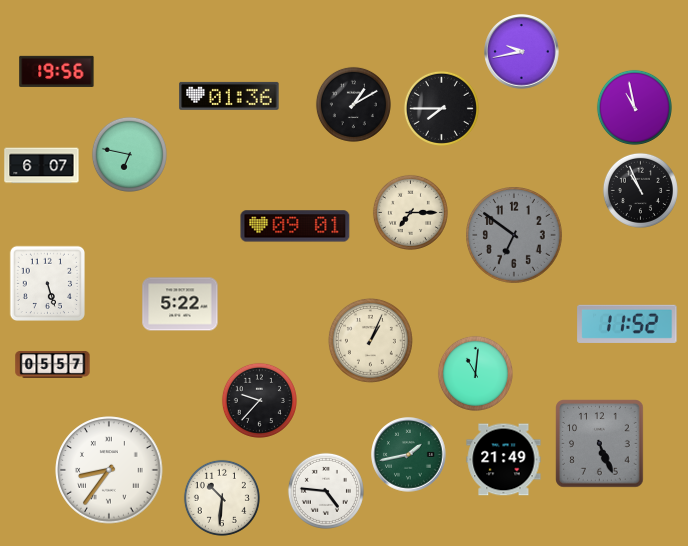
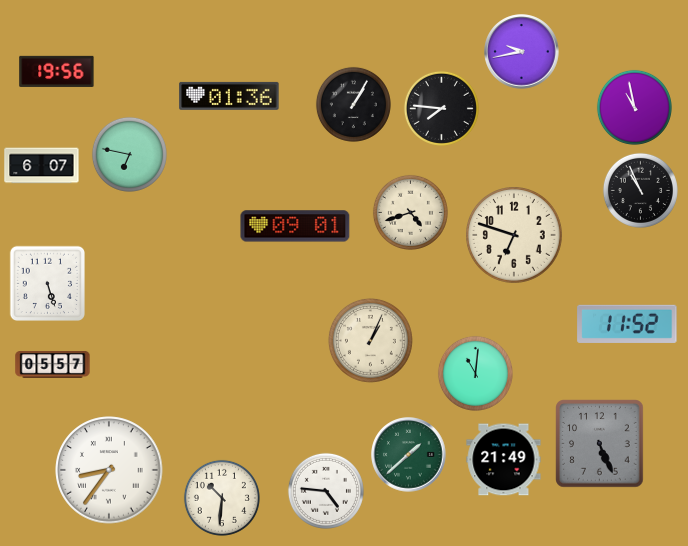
clock at (353, 104): 1:10 -> 1:05
clock at (441, 108): 7:45 -> 7:46
clock at (410, 212): 7:15 -> 4:42
clock at (515, 236): 6:51 -> 6:48
clock at (515, 236) dial: grey -> cream
clock at (180, 304): 5:22 -> none
clock at (259, 400): 9:37 -> none
clock at (409, 455): 1:43 -> 1:38
